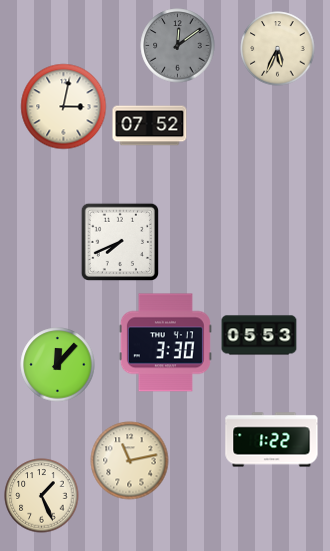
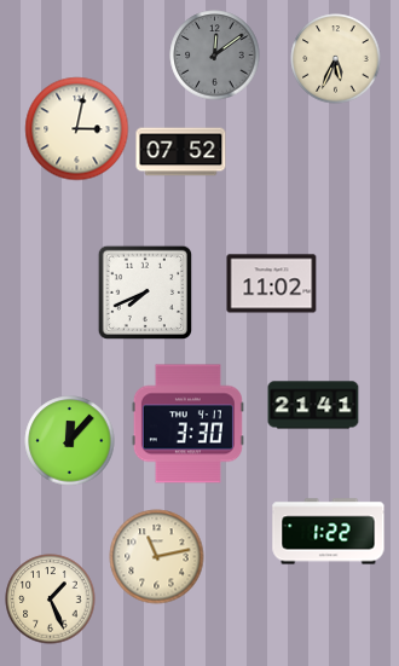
clock at (272, 284): none -> 11:02
clock at (259, 335): 05:53 -> 21:41
clock at (165, 343) position: (165, 343) -> (187, 424)
